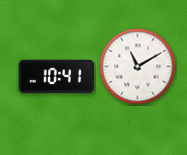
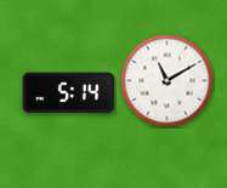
clock at (57, 77): 10:41 -> 5:14
